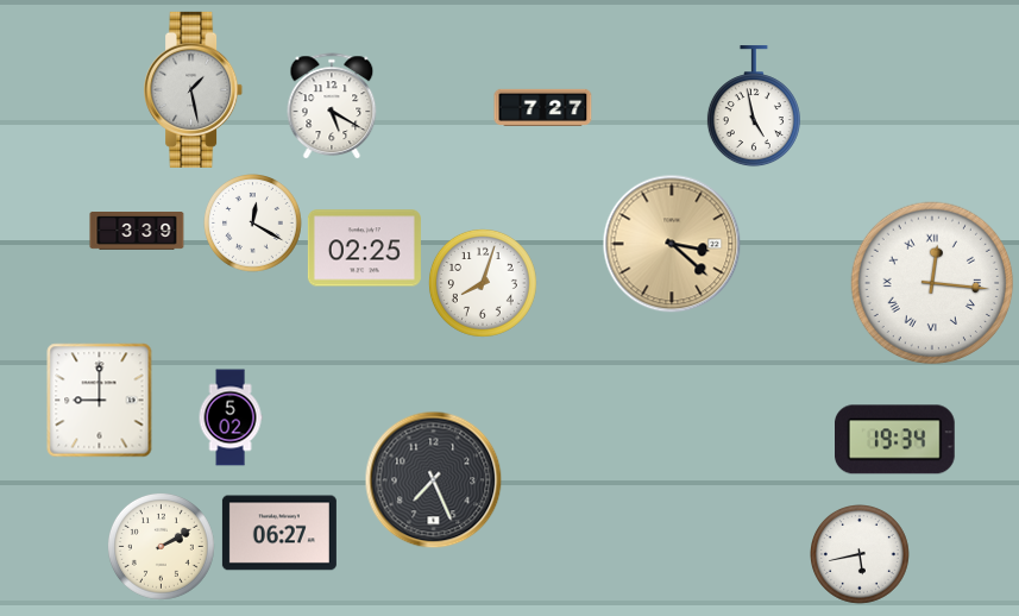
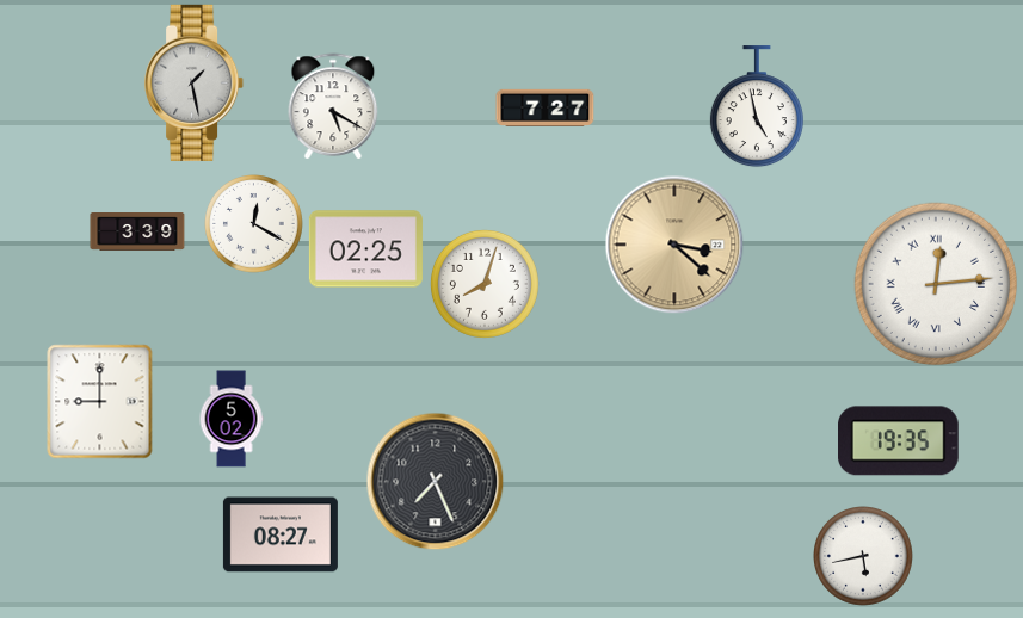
clock at (194, 89) position: (194, 89) -> (195, 82)
clock at (932, 283): 12:16 -> 12:14
clock at (895, 440): 19:34 -> 19:35
clock at (279, 533): 06:27 -> 08:27
clock at (161, 546): 2:10 -> none
